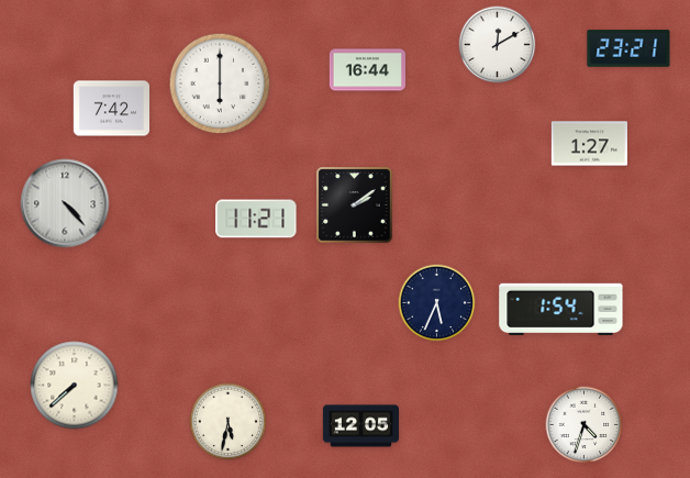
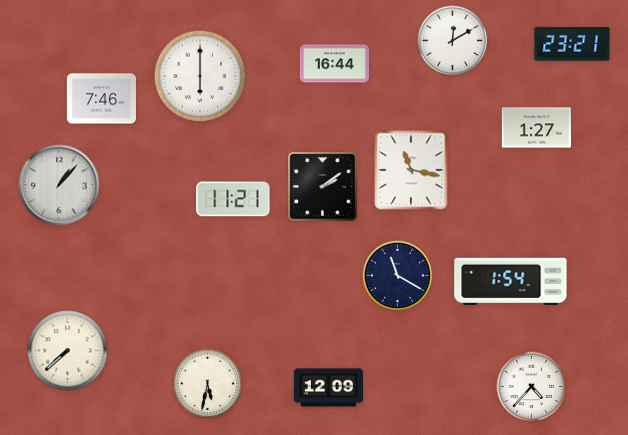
clock at (111, 109): 7:42 -> 7:46
clock at (589, 144) position: (589, 144) -> (536, 128)
clock at (411, 170): none -> 11:17
clock at (65, 203): 4:23 -> 1:07
clock at (437, 303): 5:34 -> 11:20
clock at (585, 425): 4:33 -> 4:37
clock at (360, 426): 12:05 -> 12:09
